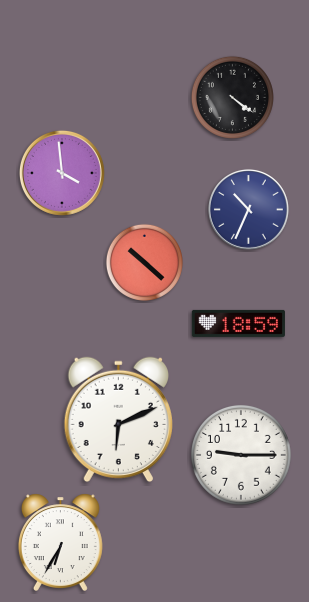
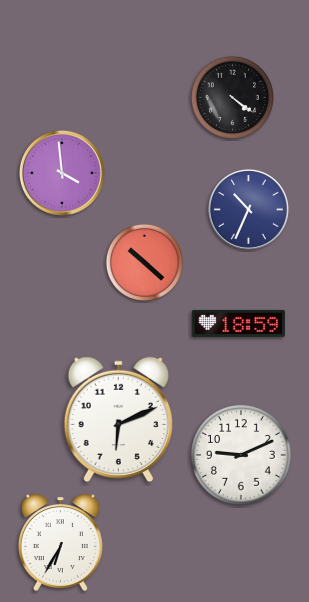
clock at (241, 455): 9:15 -> 9:11
